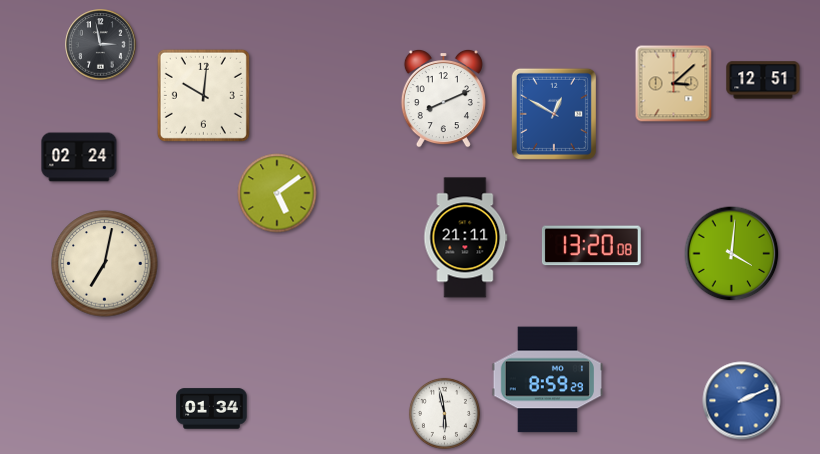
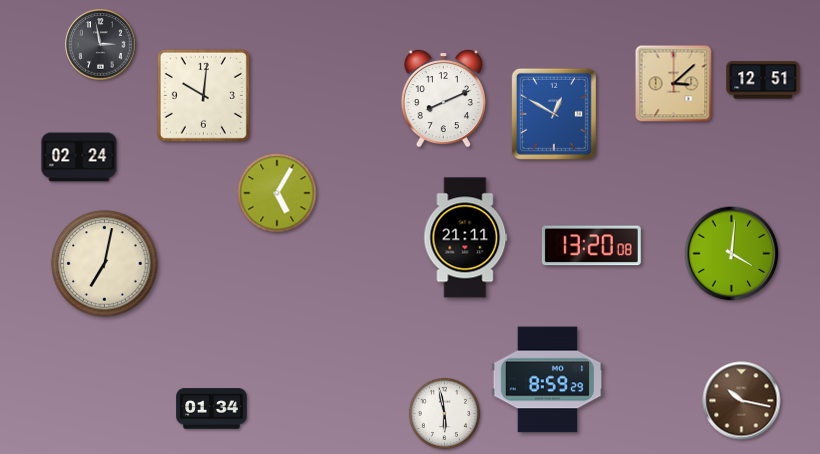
clock at (277, 193): 5:09 -> 5:05
clock at (742, 401): 2:11 -> 10:17
clock at (742, 401) dial: blue -> brown
